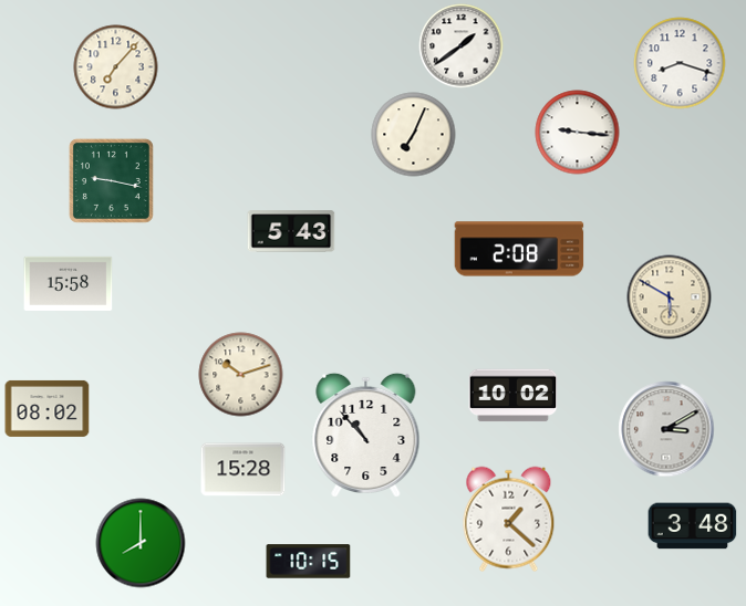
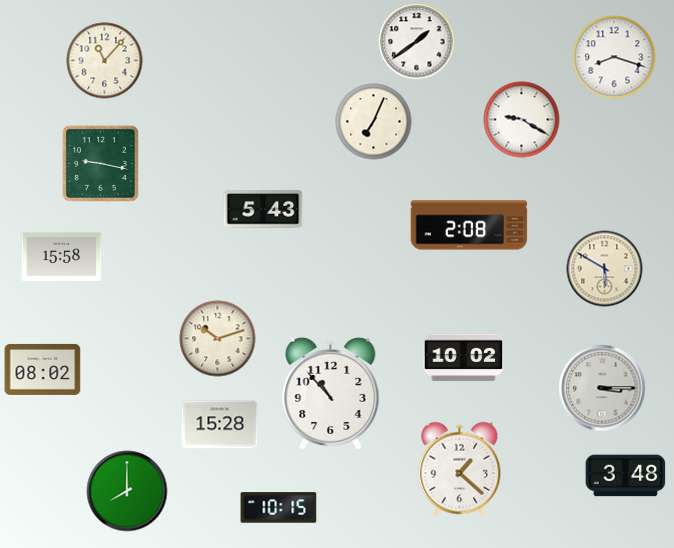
clock at (116, 67): 7:07 -> 11:07
clock at (578, 133): 9:16 -> 9:20
clock at (666, 429): 3:10 -> 3:15
